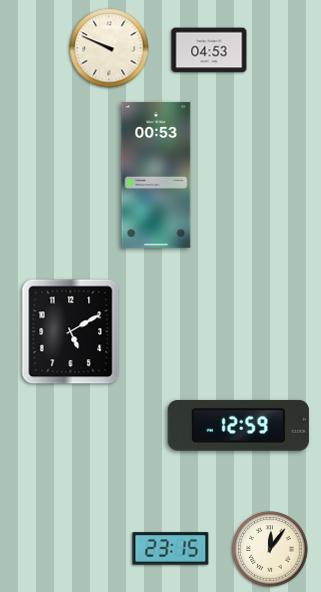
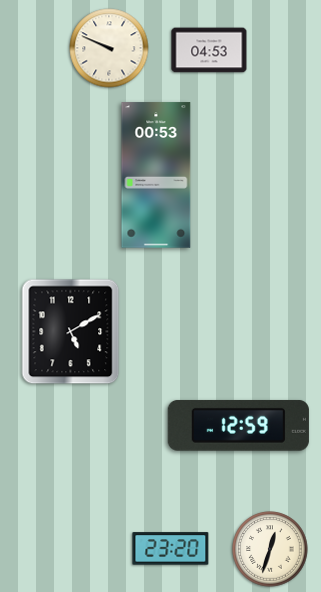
clock at (171, 549): 23:15 -> 23:20
clock at (270, 549): 12:06 -> 12:33
